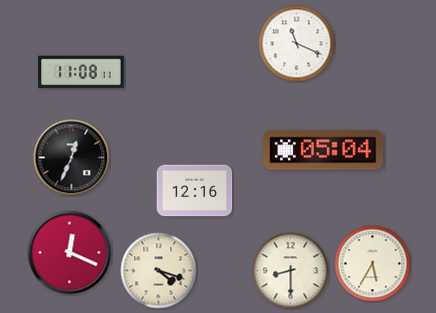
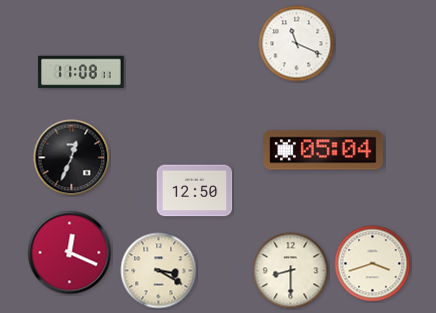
clock at (195, 191): 12:16 -> 12:50
clock at (373, 264): 5:35 -> 3:42
clock at (159, 271): 4:18 -> 3:20
